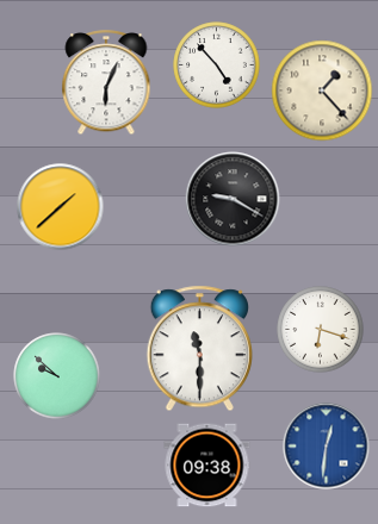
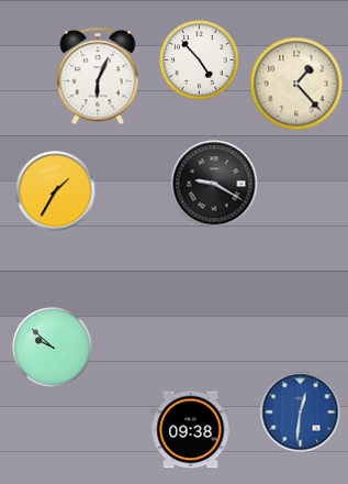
clock at (61, 207): 1:38 -> 1:35
clock at (321, 330): 6:18 -> none
clock at (199, 349): 11:30 -> none
